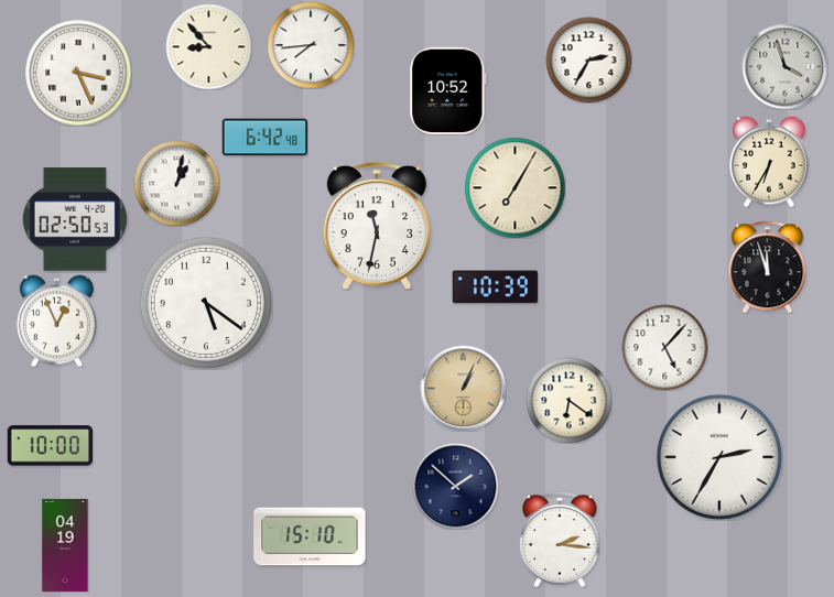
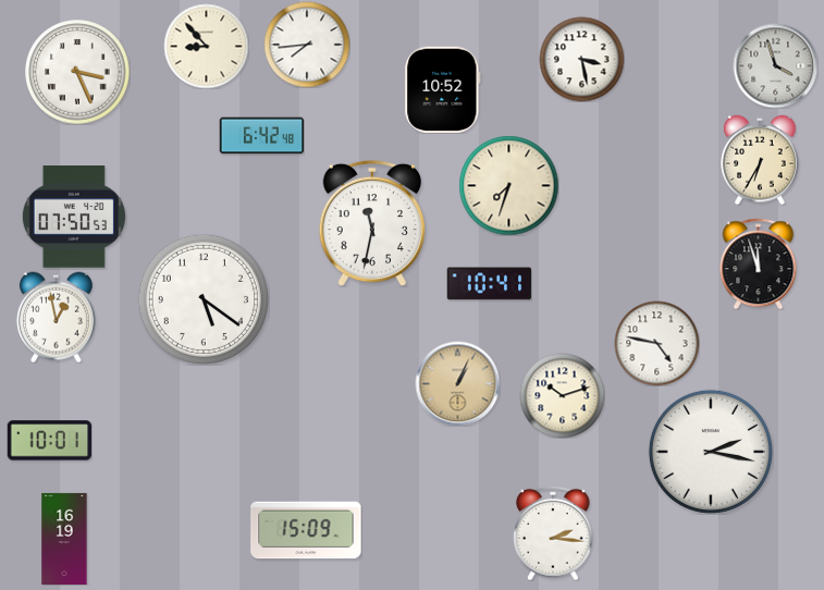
clock at (588, 59): 2:35 -> 3:28
clock at (176, 183): 1:02 -> none
clock at (515, 187): 7:05 -> 7:33
clock at (75, 219): 02:50 -> 07:50
clock at (495, 287): 10:39 -> 10:41
clock at (56, 321): 12:56 -> 12:58
clock at (664, 347): 5:07 -> 4:47
clock at (568, 400): 6:21 -> 10:12
clock at (50, 446): 10:00 -> 10:01
clock at (719, 457): 2:35 -> 2:17
clock at (455, 486): 1:52 -> none
clock at (310, 536): 15:10 -> 15:09
clock at (65, 545): 04:19 -> 16:19
